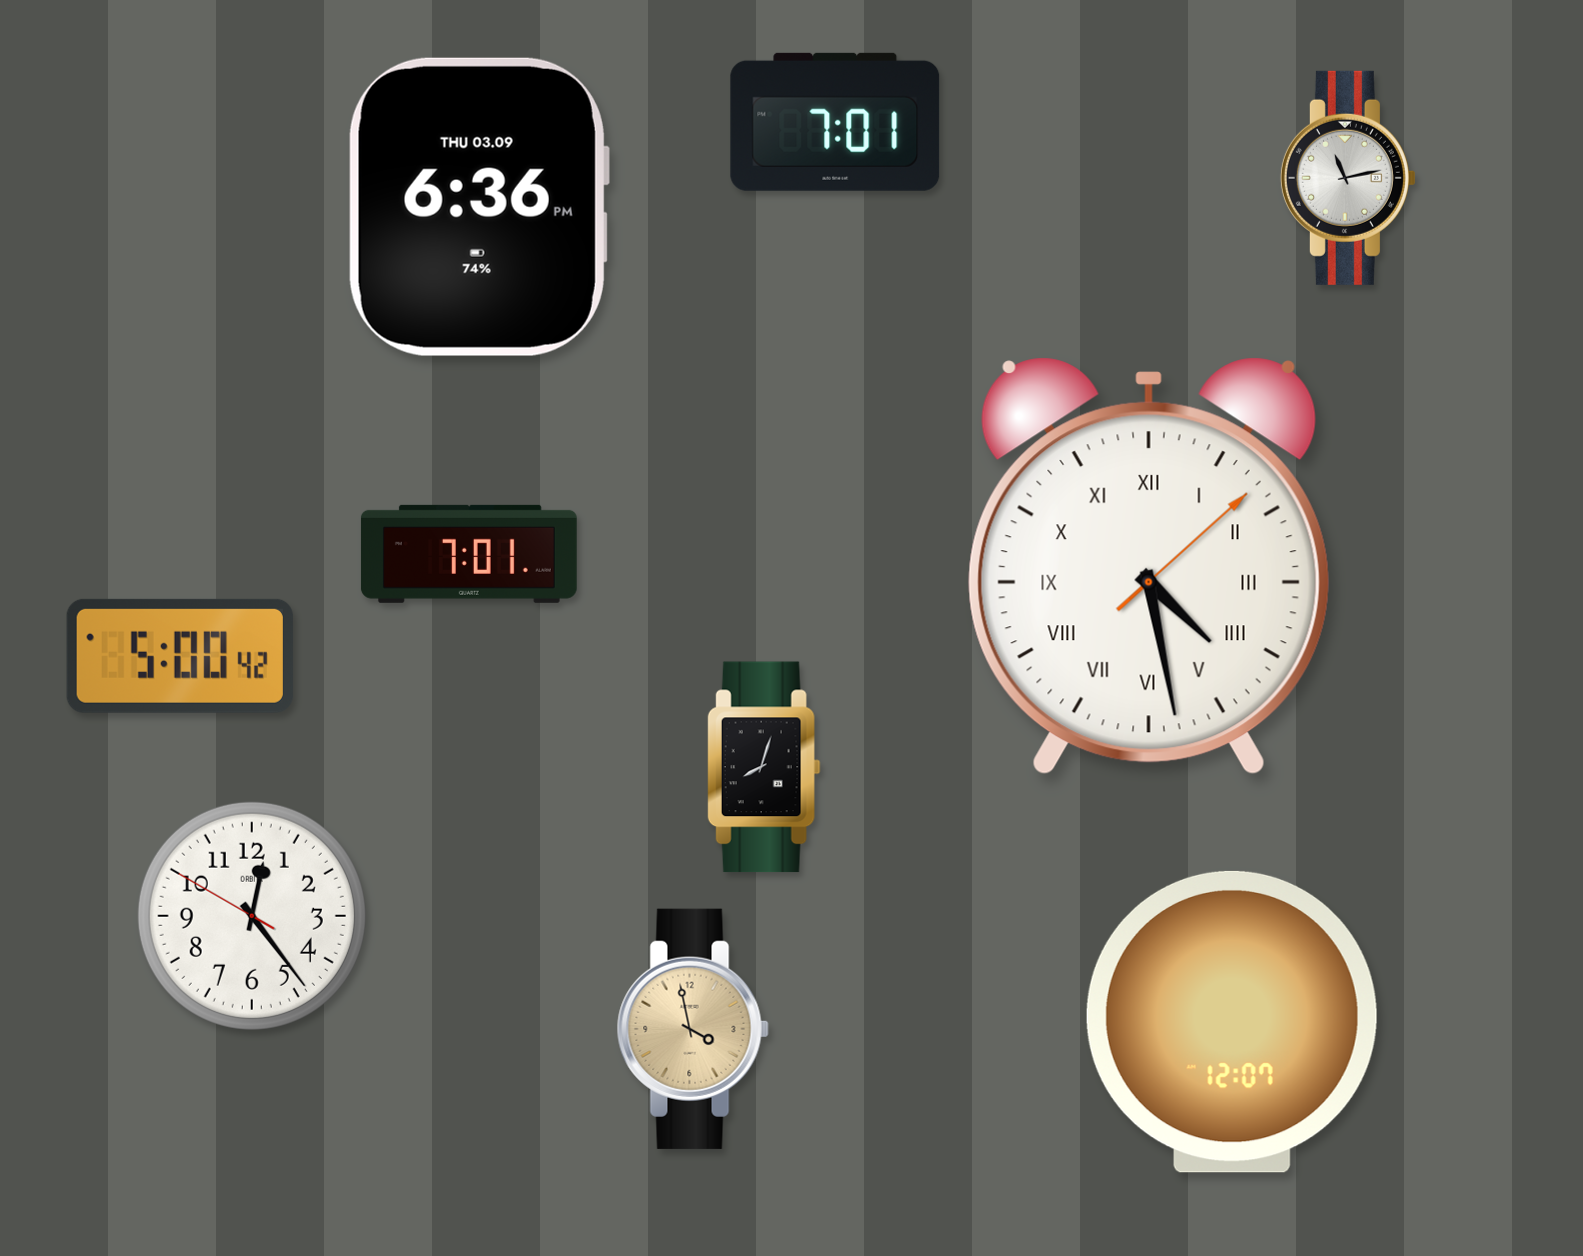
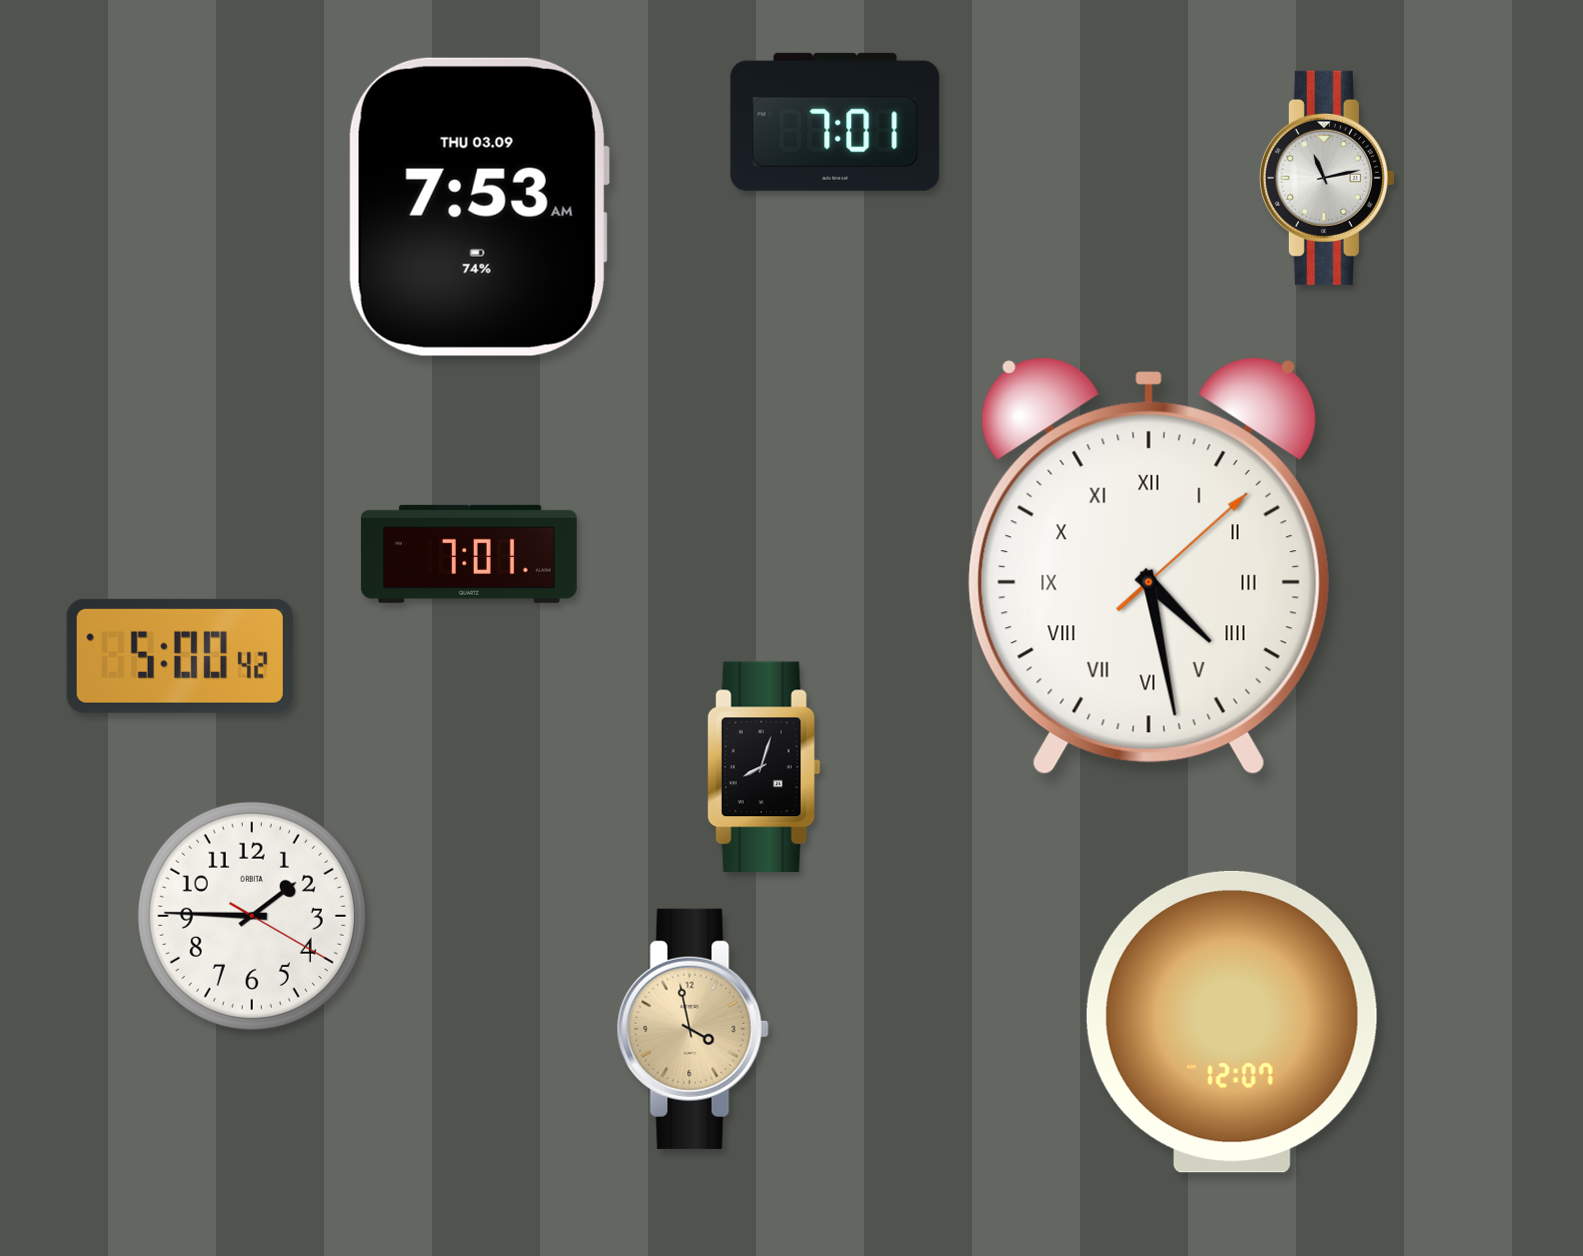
clock at (1348, 178) position: (1348, 178) -> (1327, 178)
clock at (478, 207): 6:36 -> 7:53
clock at (252, 916): 12:23 -> 1:45
